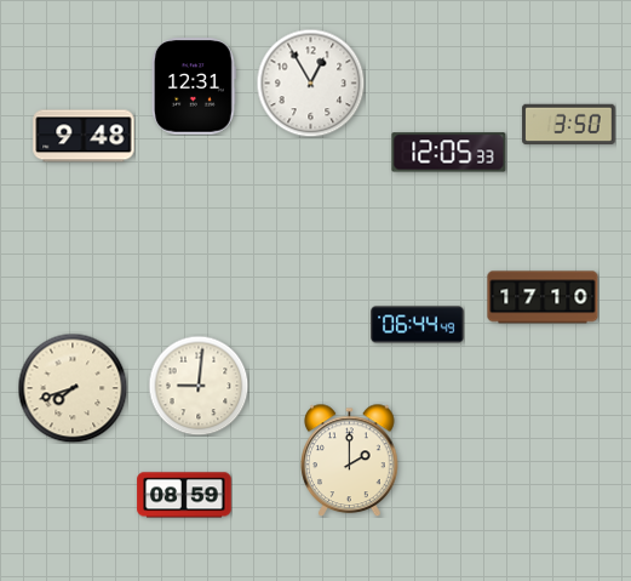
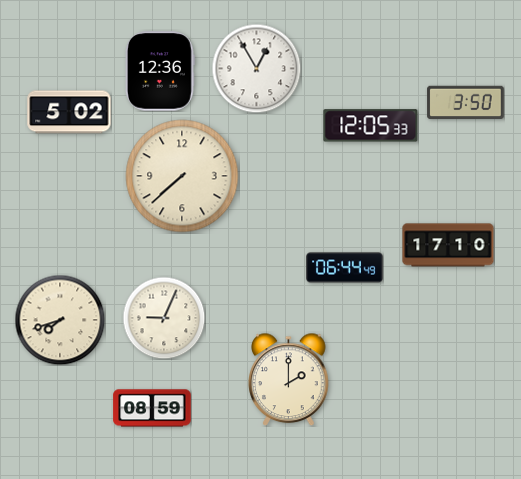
clock at (194, 86): 12:31 -> 12:36
clock at (569, 125) position: (569, 125) -> (466, 103)
clock at (84, 136): 9:48 -> 5:02
clock at (182, 176): none -> 7:38
clock at (199, 386): 9:01 -> 9:04
